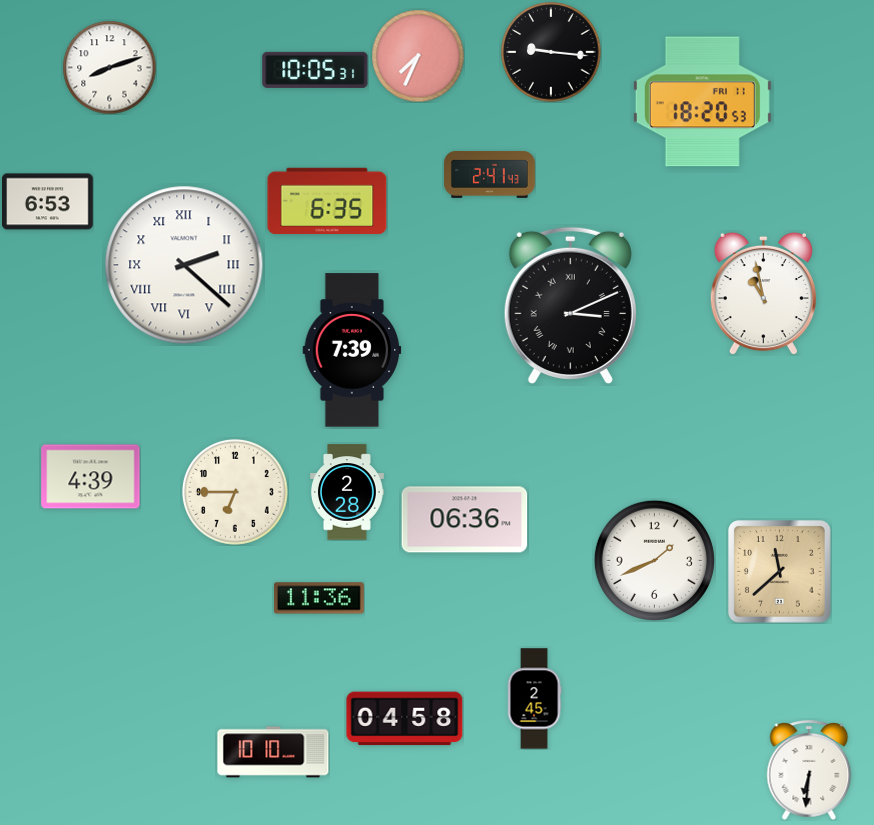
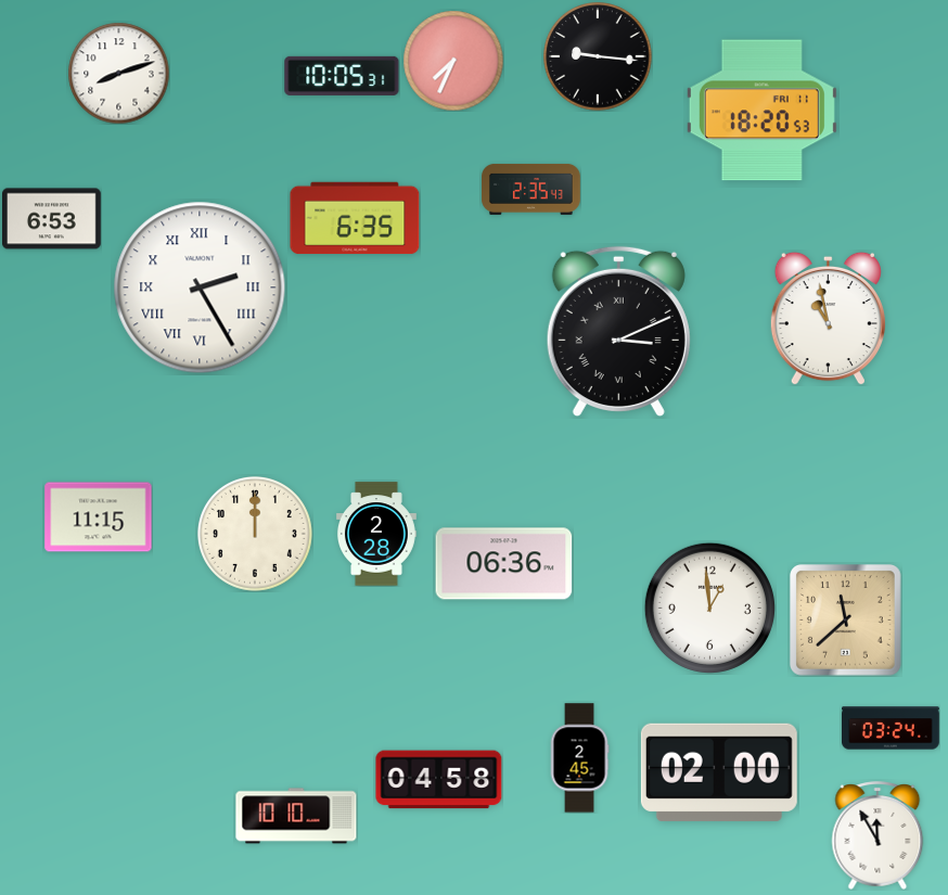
clock at (490, 174): 2:41 -> 2:35
clock at (184, 265): 2:22 -> 2:25
clock at (352, 350): 7:39 -> none
clock at (91, 477): 4:39 -> 11:15
clock at (235, 492): 6:45 -> 12:00
clock at (654, 560): 1:41 -> 12:59
clock at (320, 598): 11:36 -> none
clock at (892, 728): none -> 03:24
clock at (719, 772): none -> 02:00
clock at (809, 770): 6:31 -> 11:55
